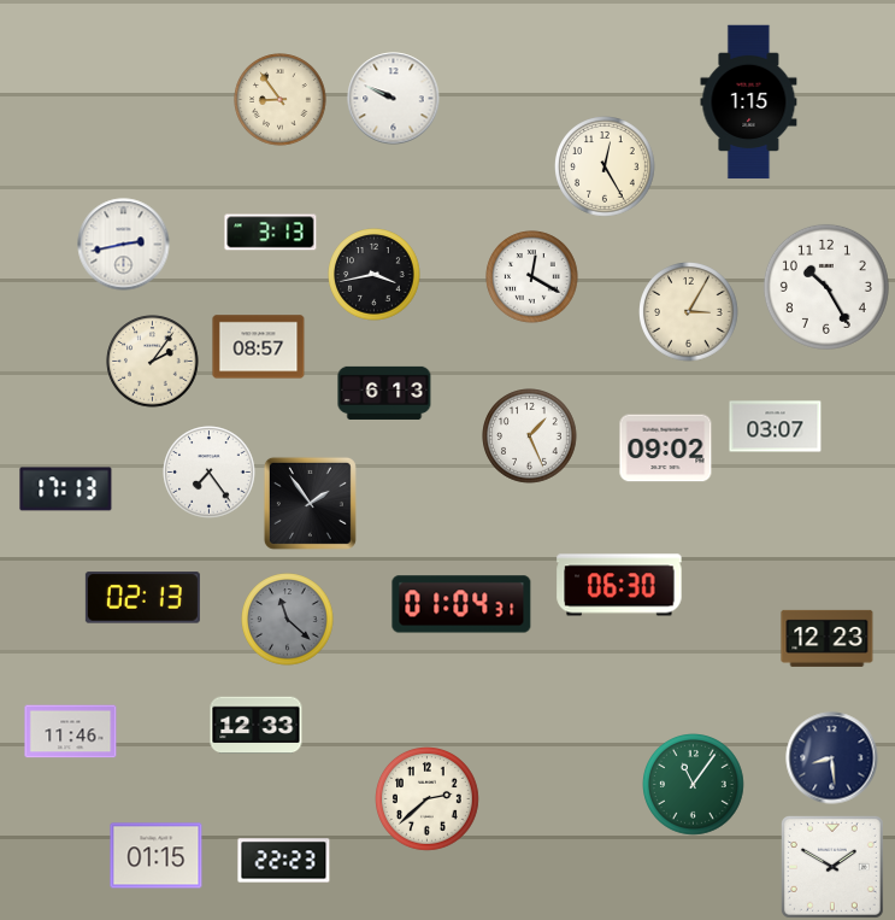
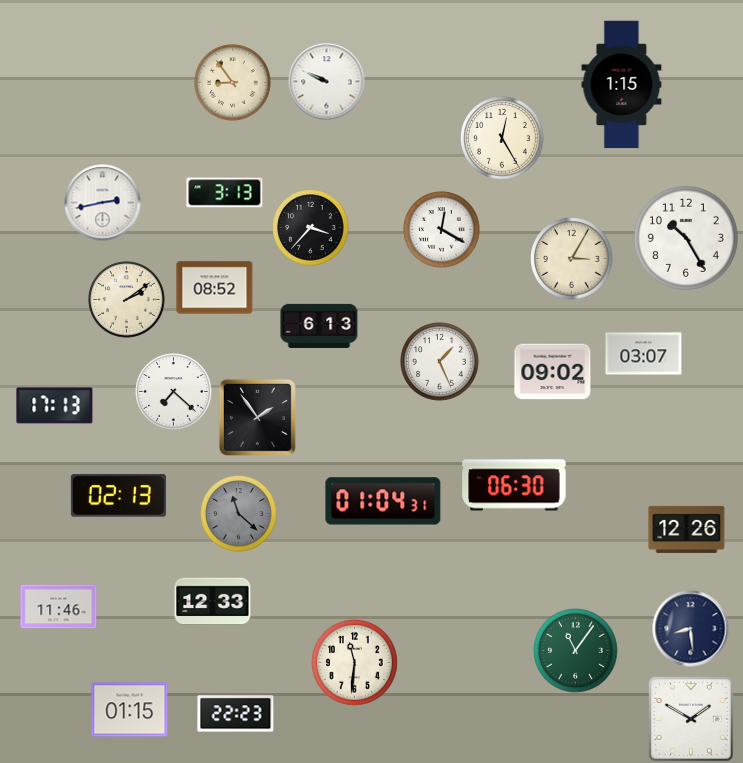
clock at (375, 275): 3:43 -> 3:37
clock at (259, 347): 08:57 -> 08:52
clock at (153, 362): 2:06 -> 2:09
clock at (210, 473): 7:24 -> 7:22
clock at (828, 638): 12:23 -> 12:26
clock at (428, 799): 2:38 -> 11:31
